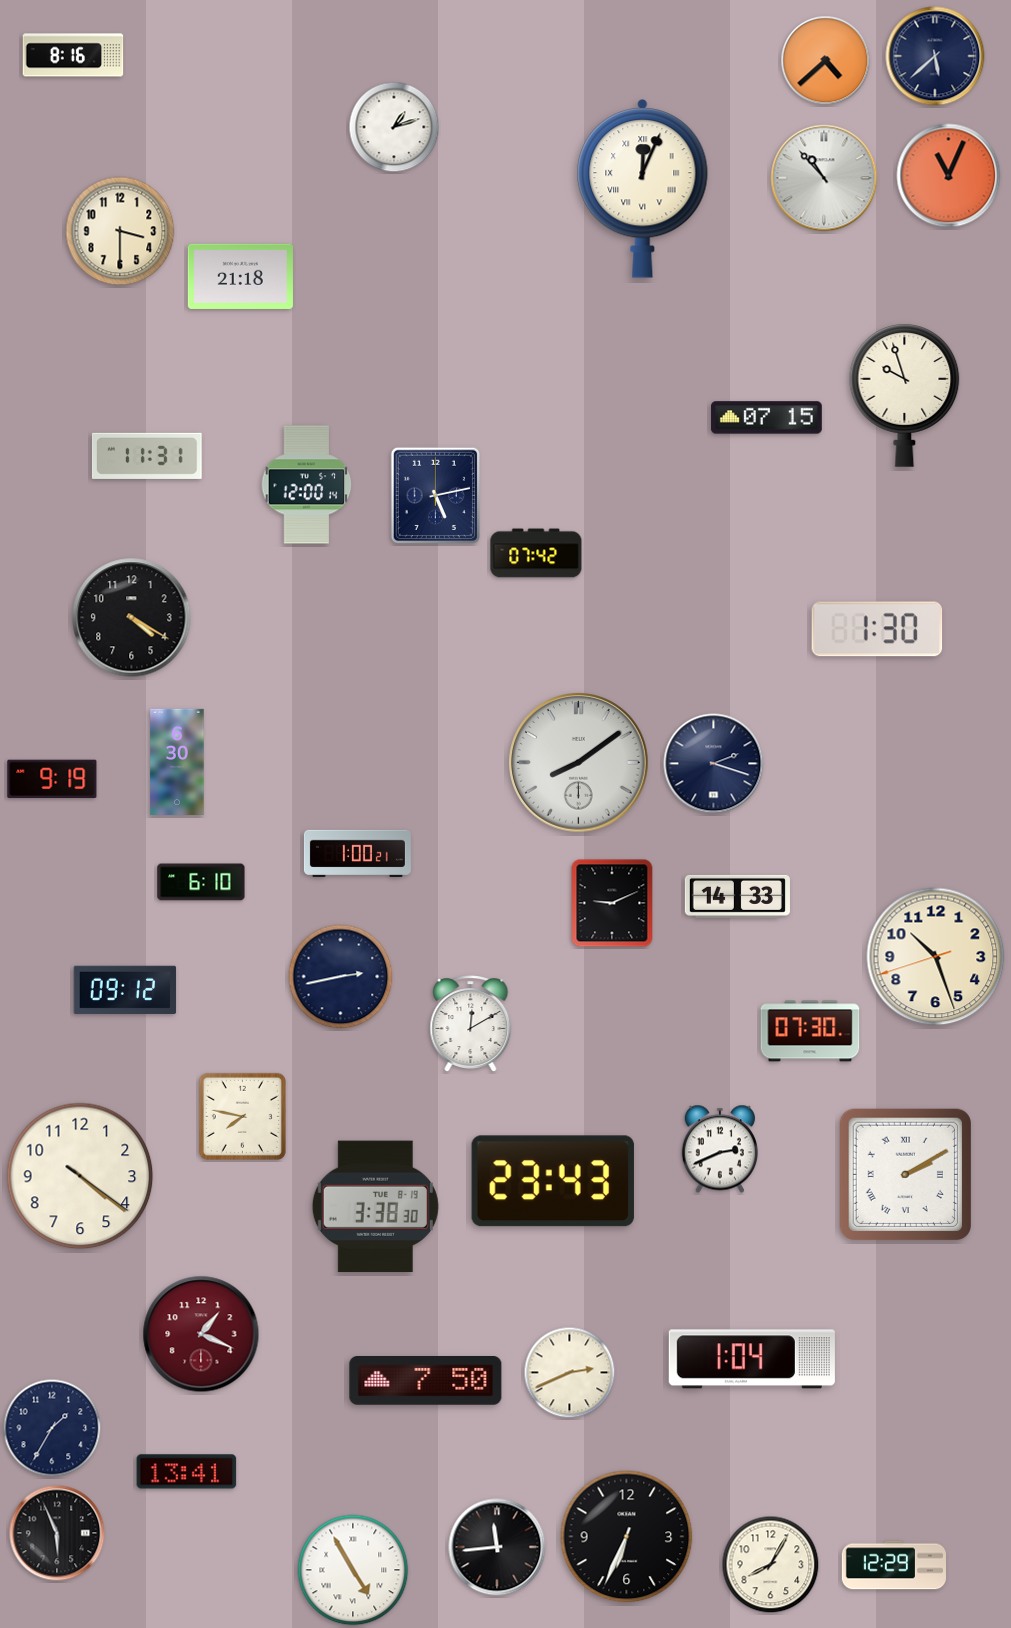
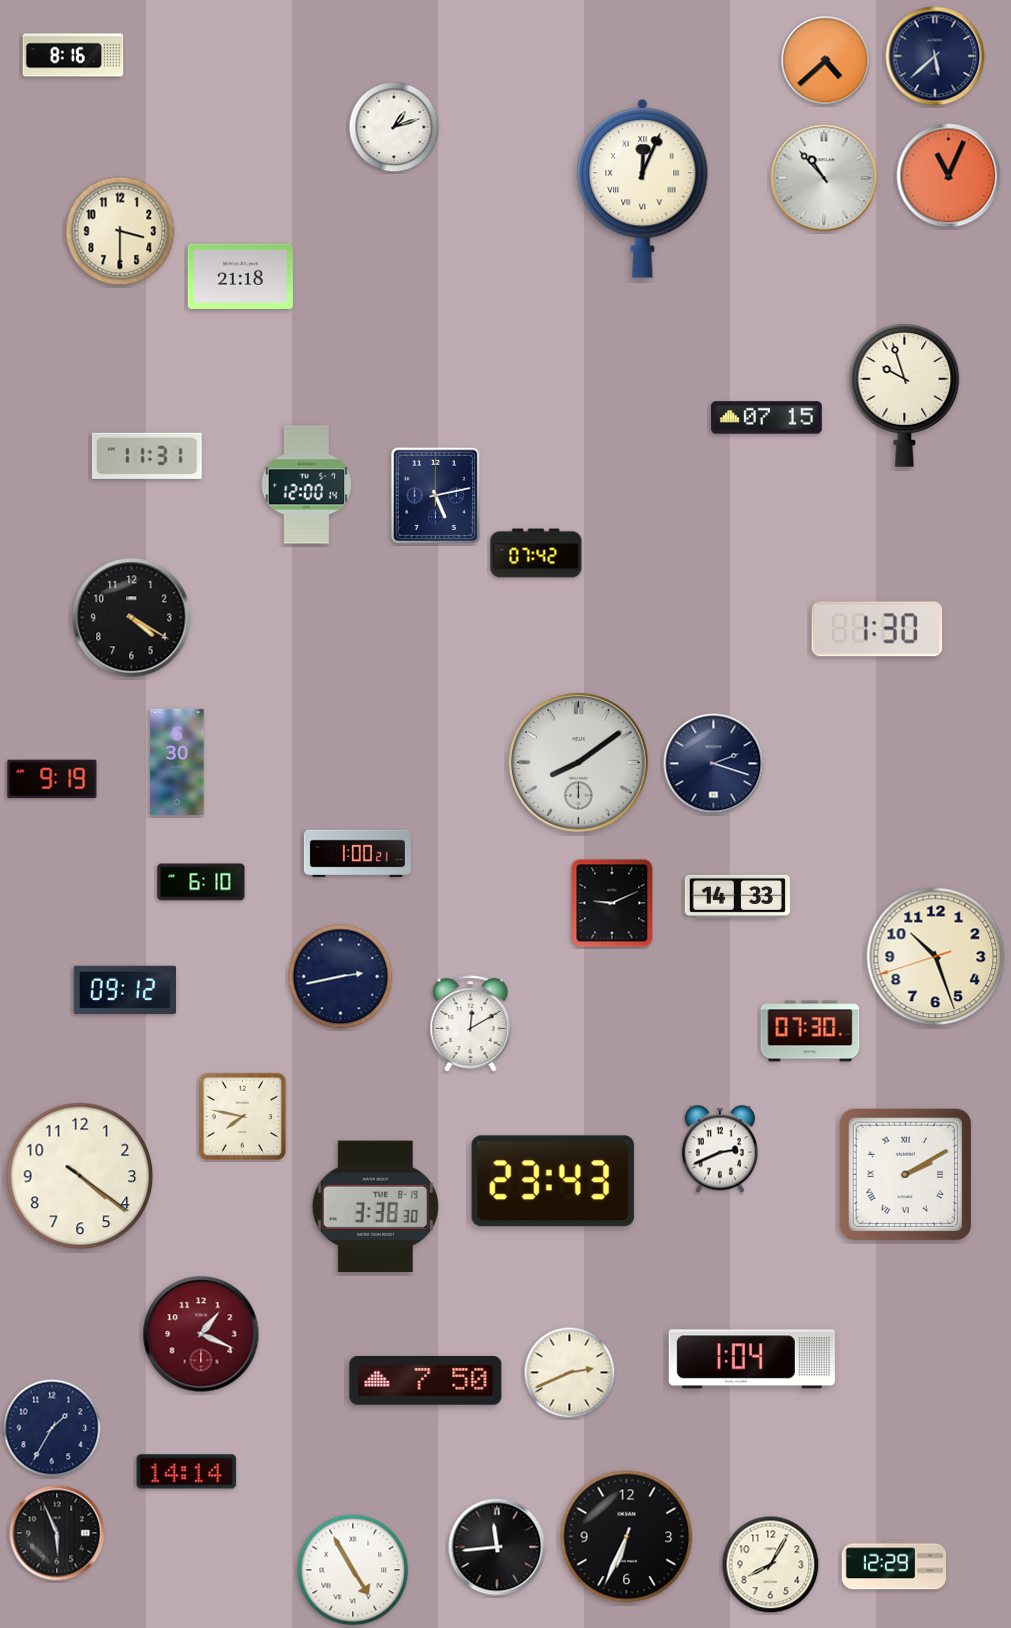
clock at (187, 1472): 13:41 -> 14:14
